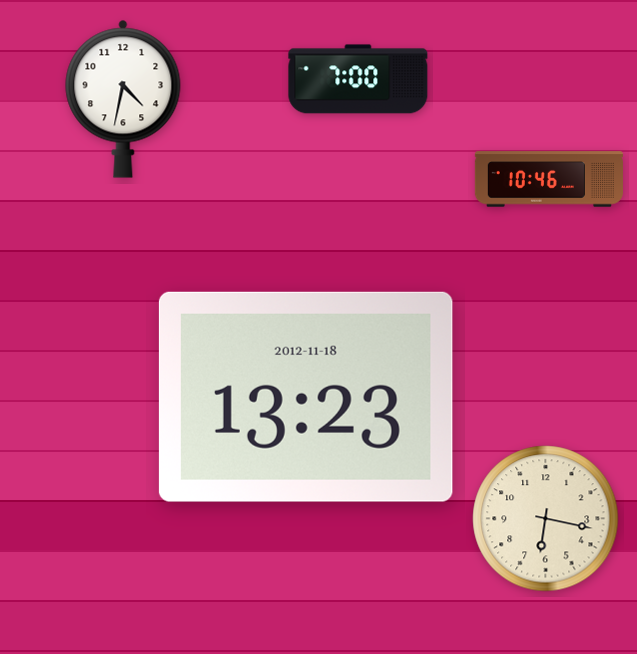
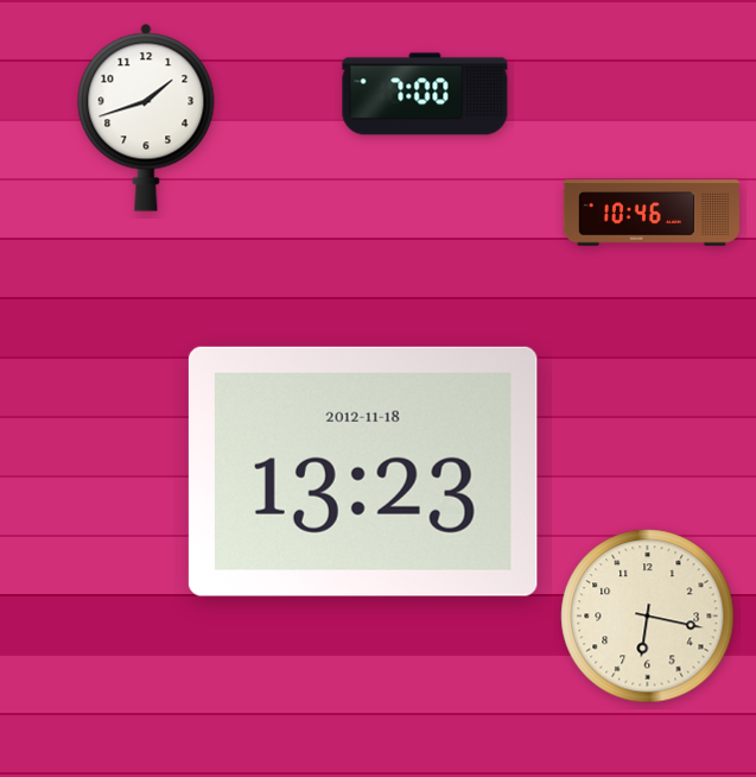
clock at (123, 99): 4:32 -> 1:42
